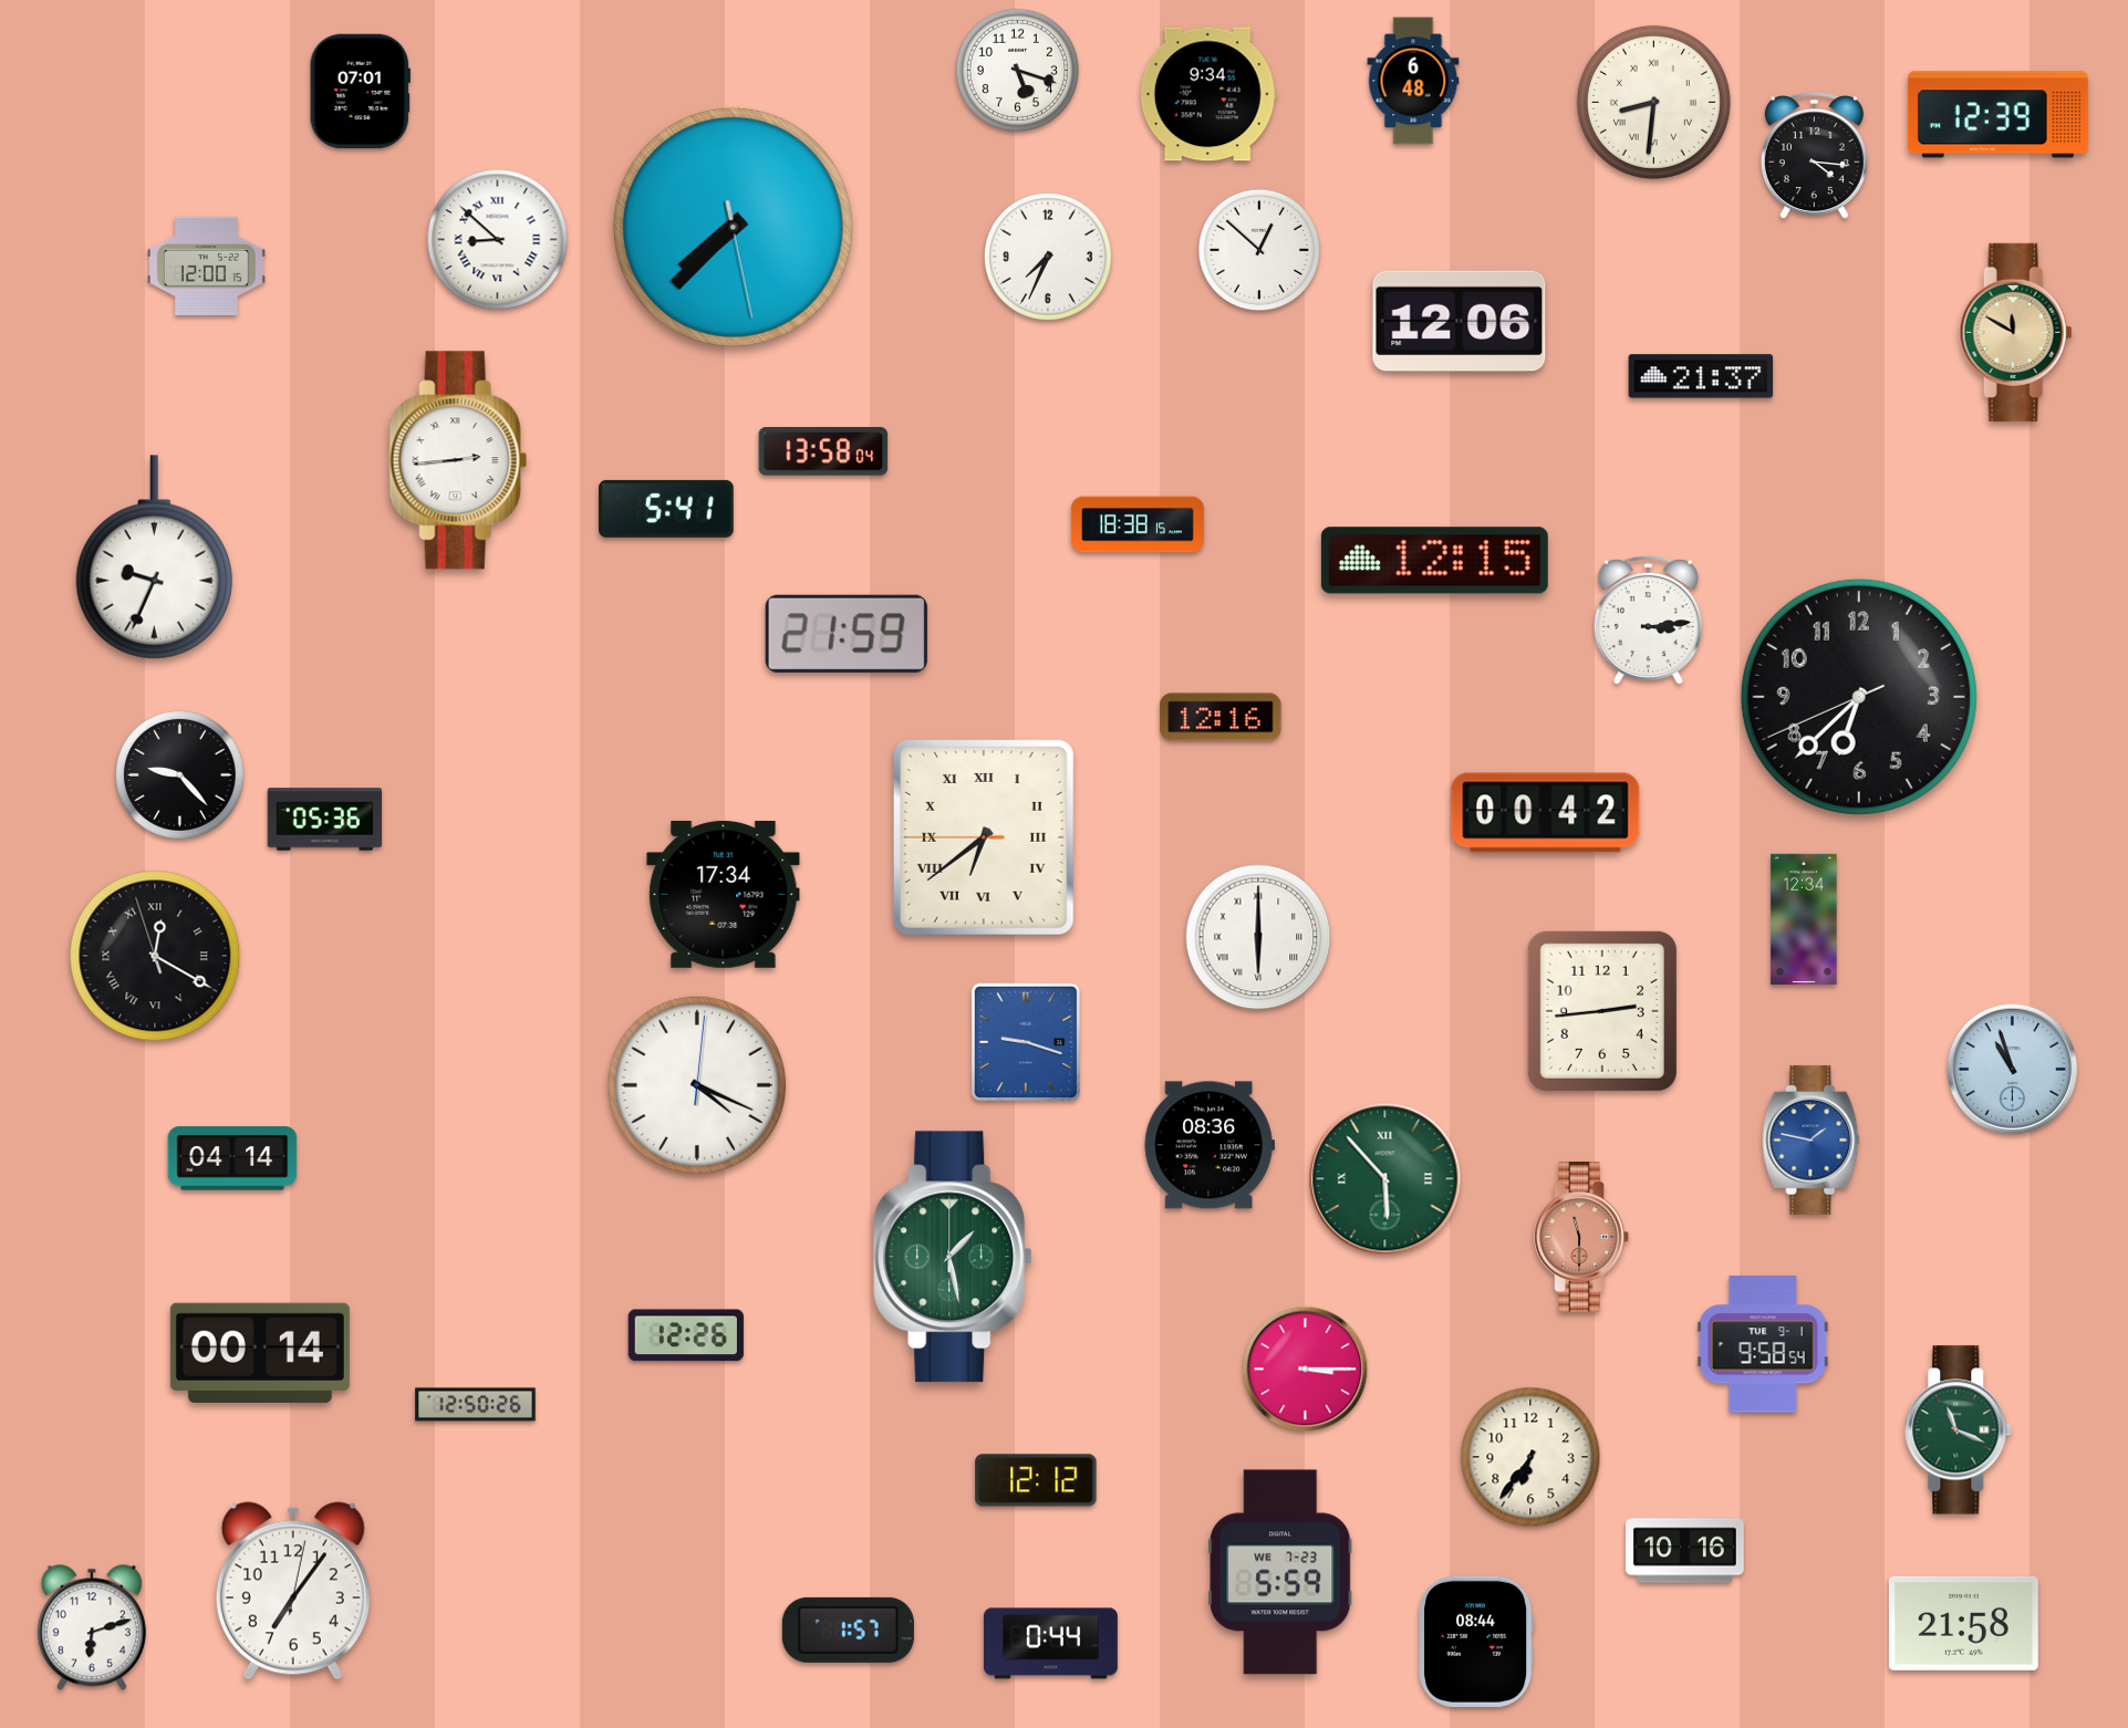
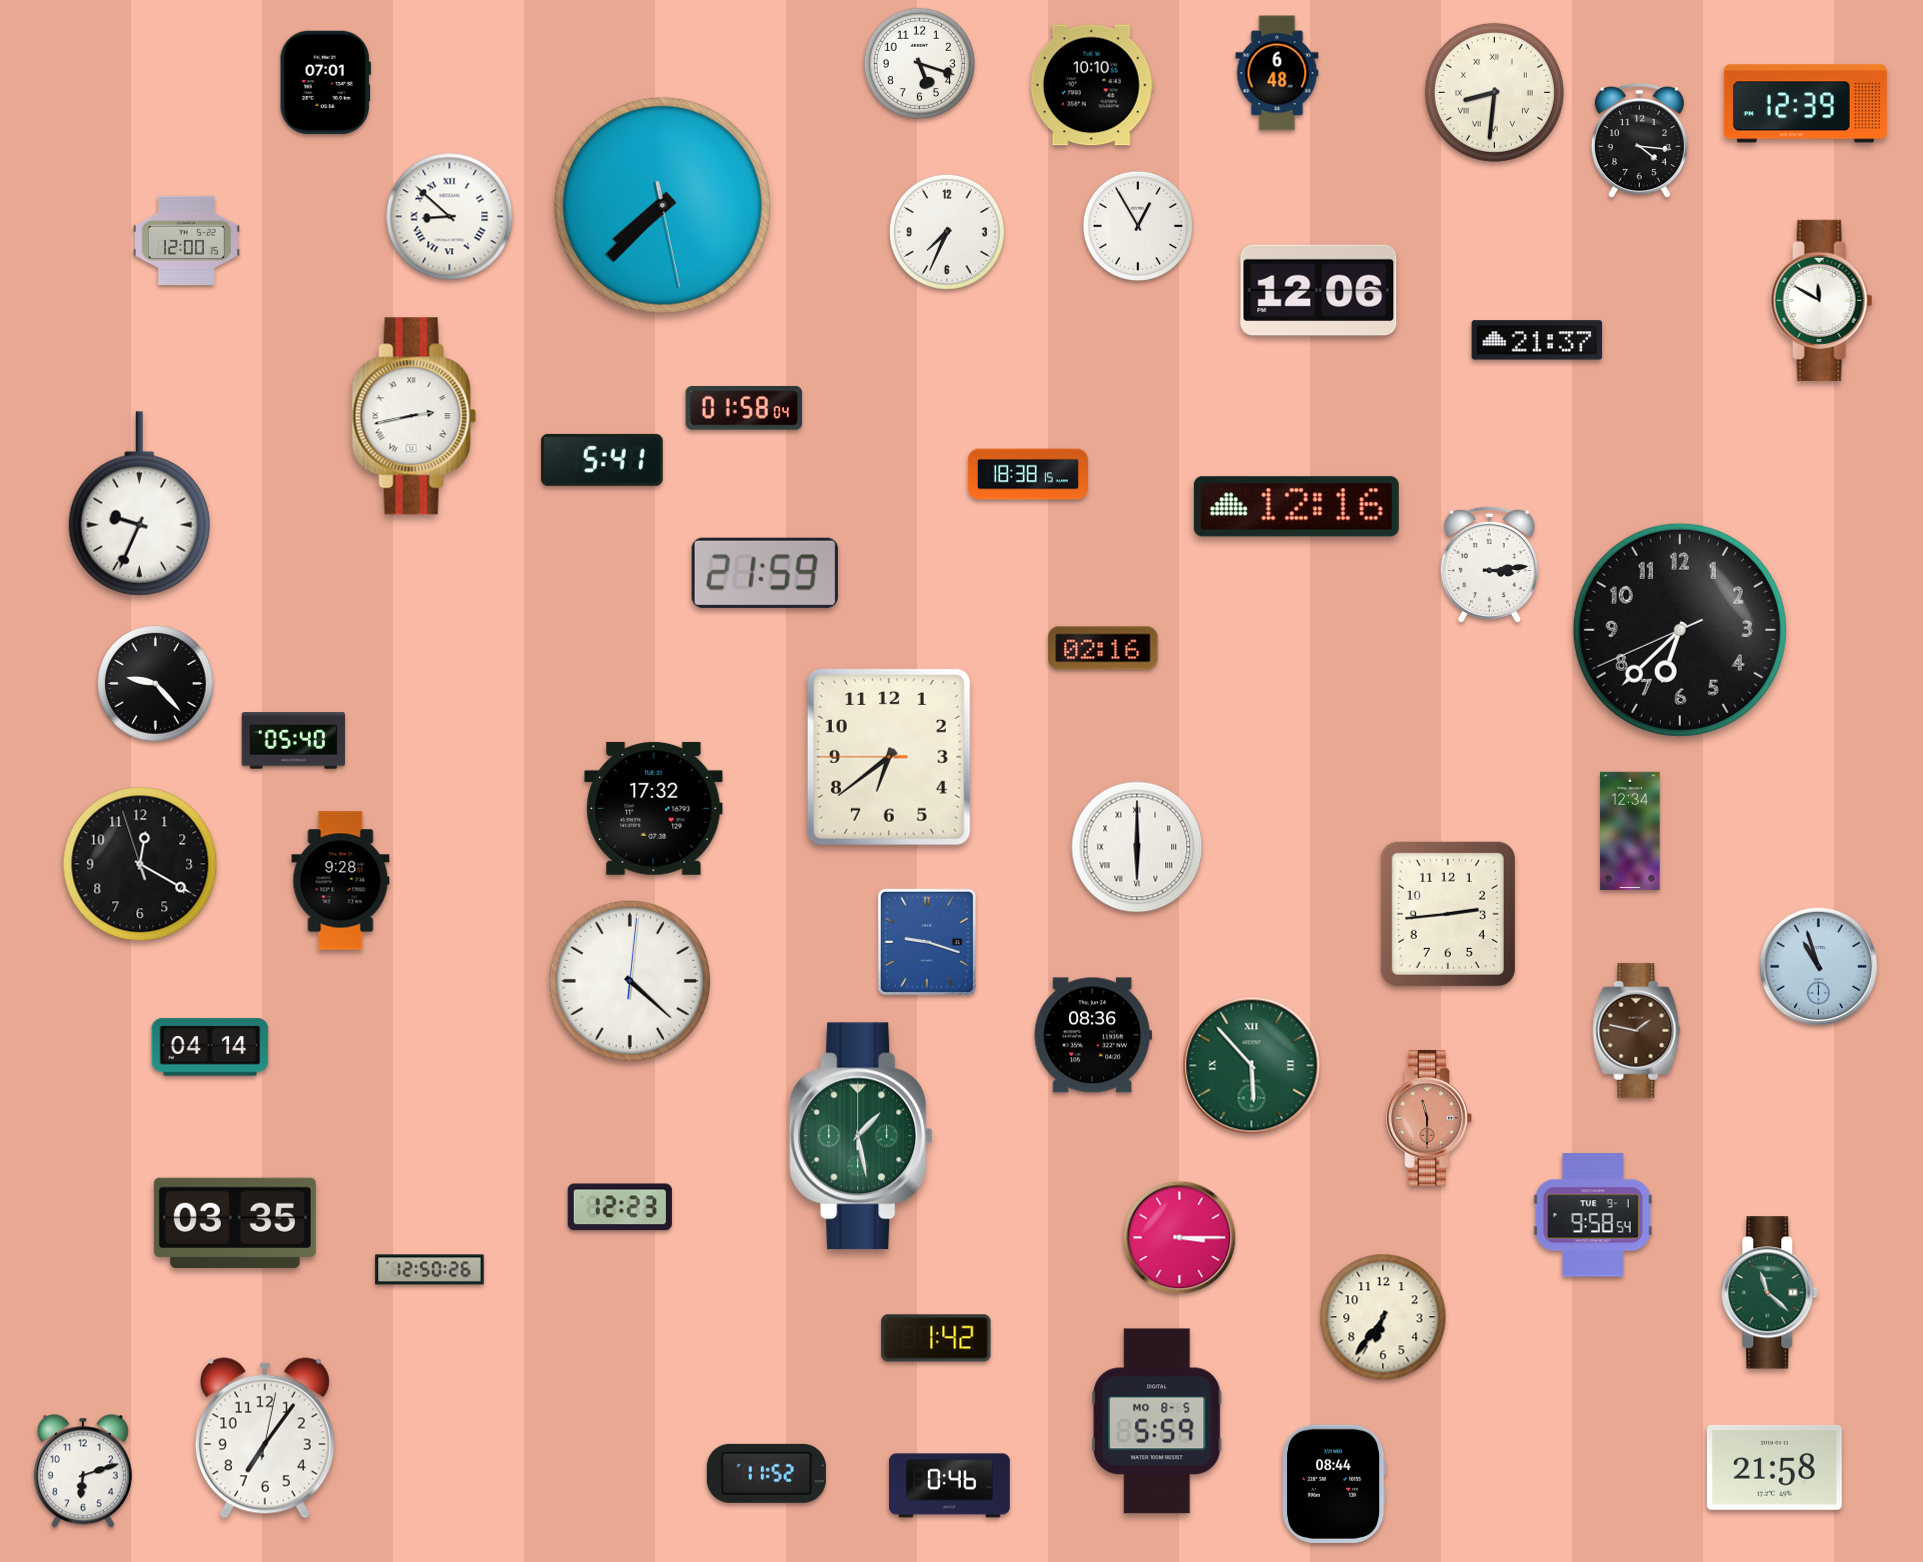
clock at (1208, 94): 9:34 -> 10:10
clock at (1258, 249): 12:52 -> 12:55
clock at (2016, 332) dial: champagne -> white
clock at (823, 451): 13:58 -> 01:58
clock at (458, 460): 2:44 -> 2:43
clock at (1434, 561): 12:15 -> 12:16
clock at (1648, 621) position: (1648, 621) -> (1489, 565)
clock at (1221, 717): 12:16 -> 02:16
clock at (180, 775) position: (180, 775) -> (156, 684)
clock at (1546, 813): 00:42 -> none
clock at (325, 820): 05:36 -> 05:40
clock at (984, 837) numerals: Roman -> Arabic
clock at (724, 894): 17:34 -> 17:32
clock at (155, 956) numerals: Roman -> Arabic
clock at (341, 881): none -> 9:28
clock at (697, 1085): 4:19 -> 4:22
clock at (1812, 1139) dial: blue -> brown
clock at (686, 1335): 12:26 -> 12:23
clock at (260, 1353): 00:14 -> 03:35
clock at (1959, 1430): 11:19 -> 11:22
clock at (1036, 1480): 12:12 -> 1:42
clock at (1685, 1551): 10:16 -> none
clock at (1280, 1572) date: WE 7-23 -> MO 8-5
clock at (848, 1630): 1:57 -> 11:52
clock at (1050, 1644): 0:44 -> 0:46
